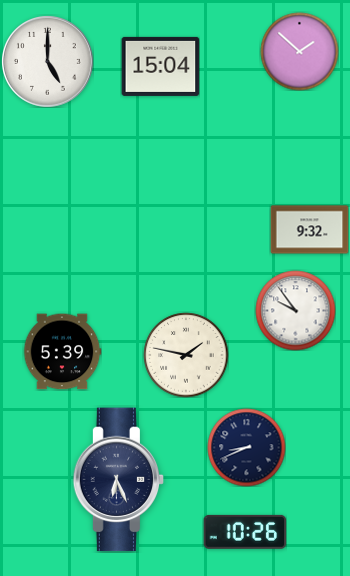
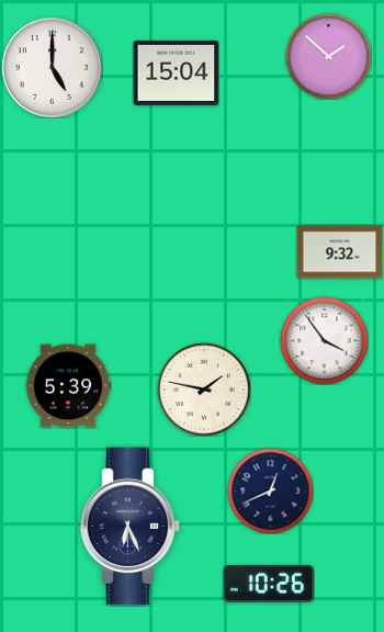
clock at (295, 310): 9:54 -> 3:54
clock at (246, 447): 8:41 -> 12:41
